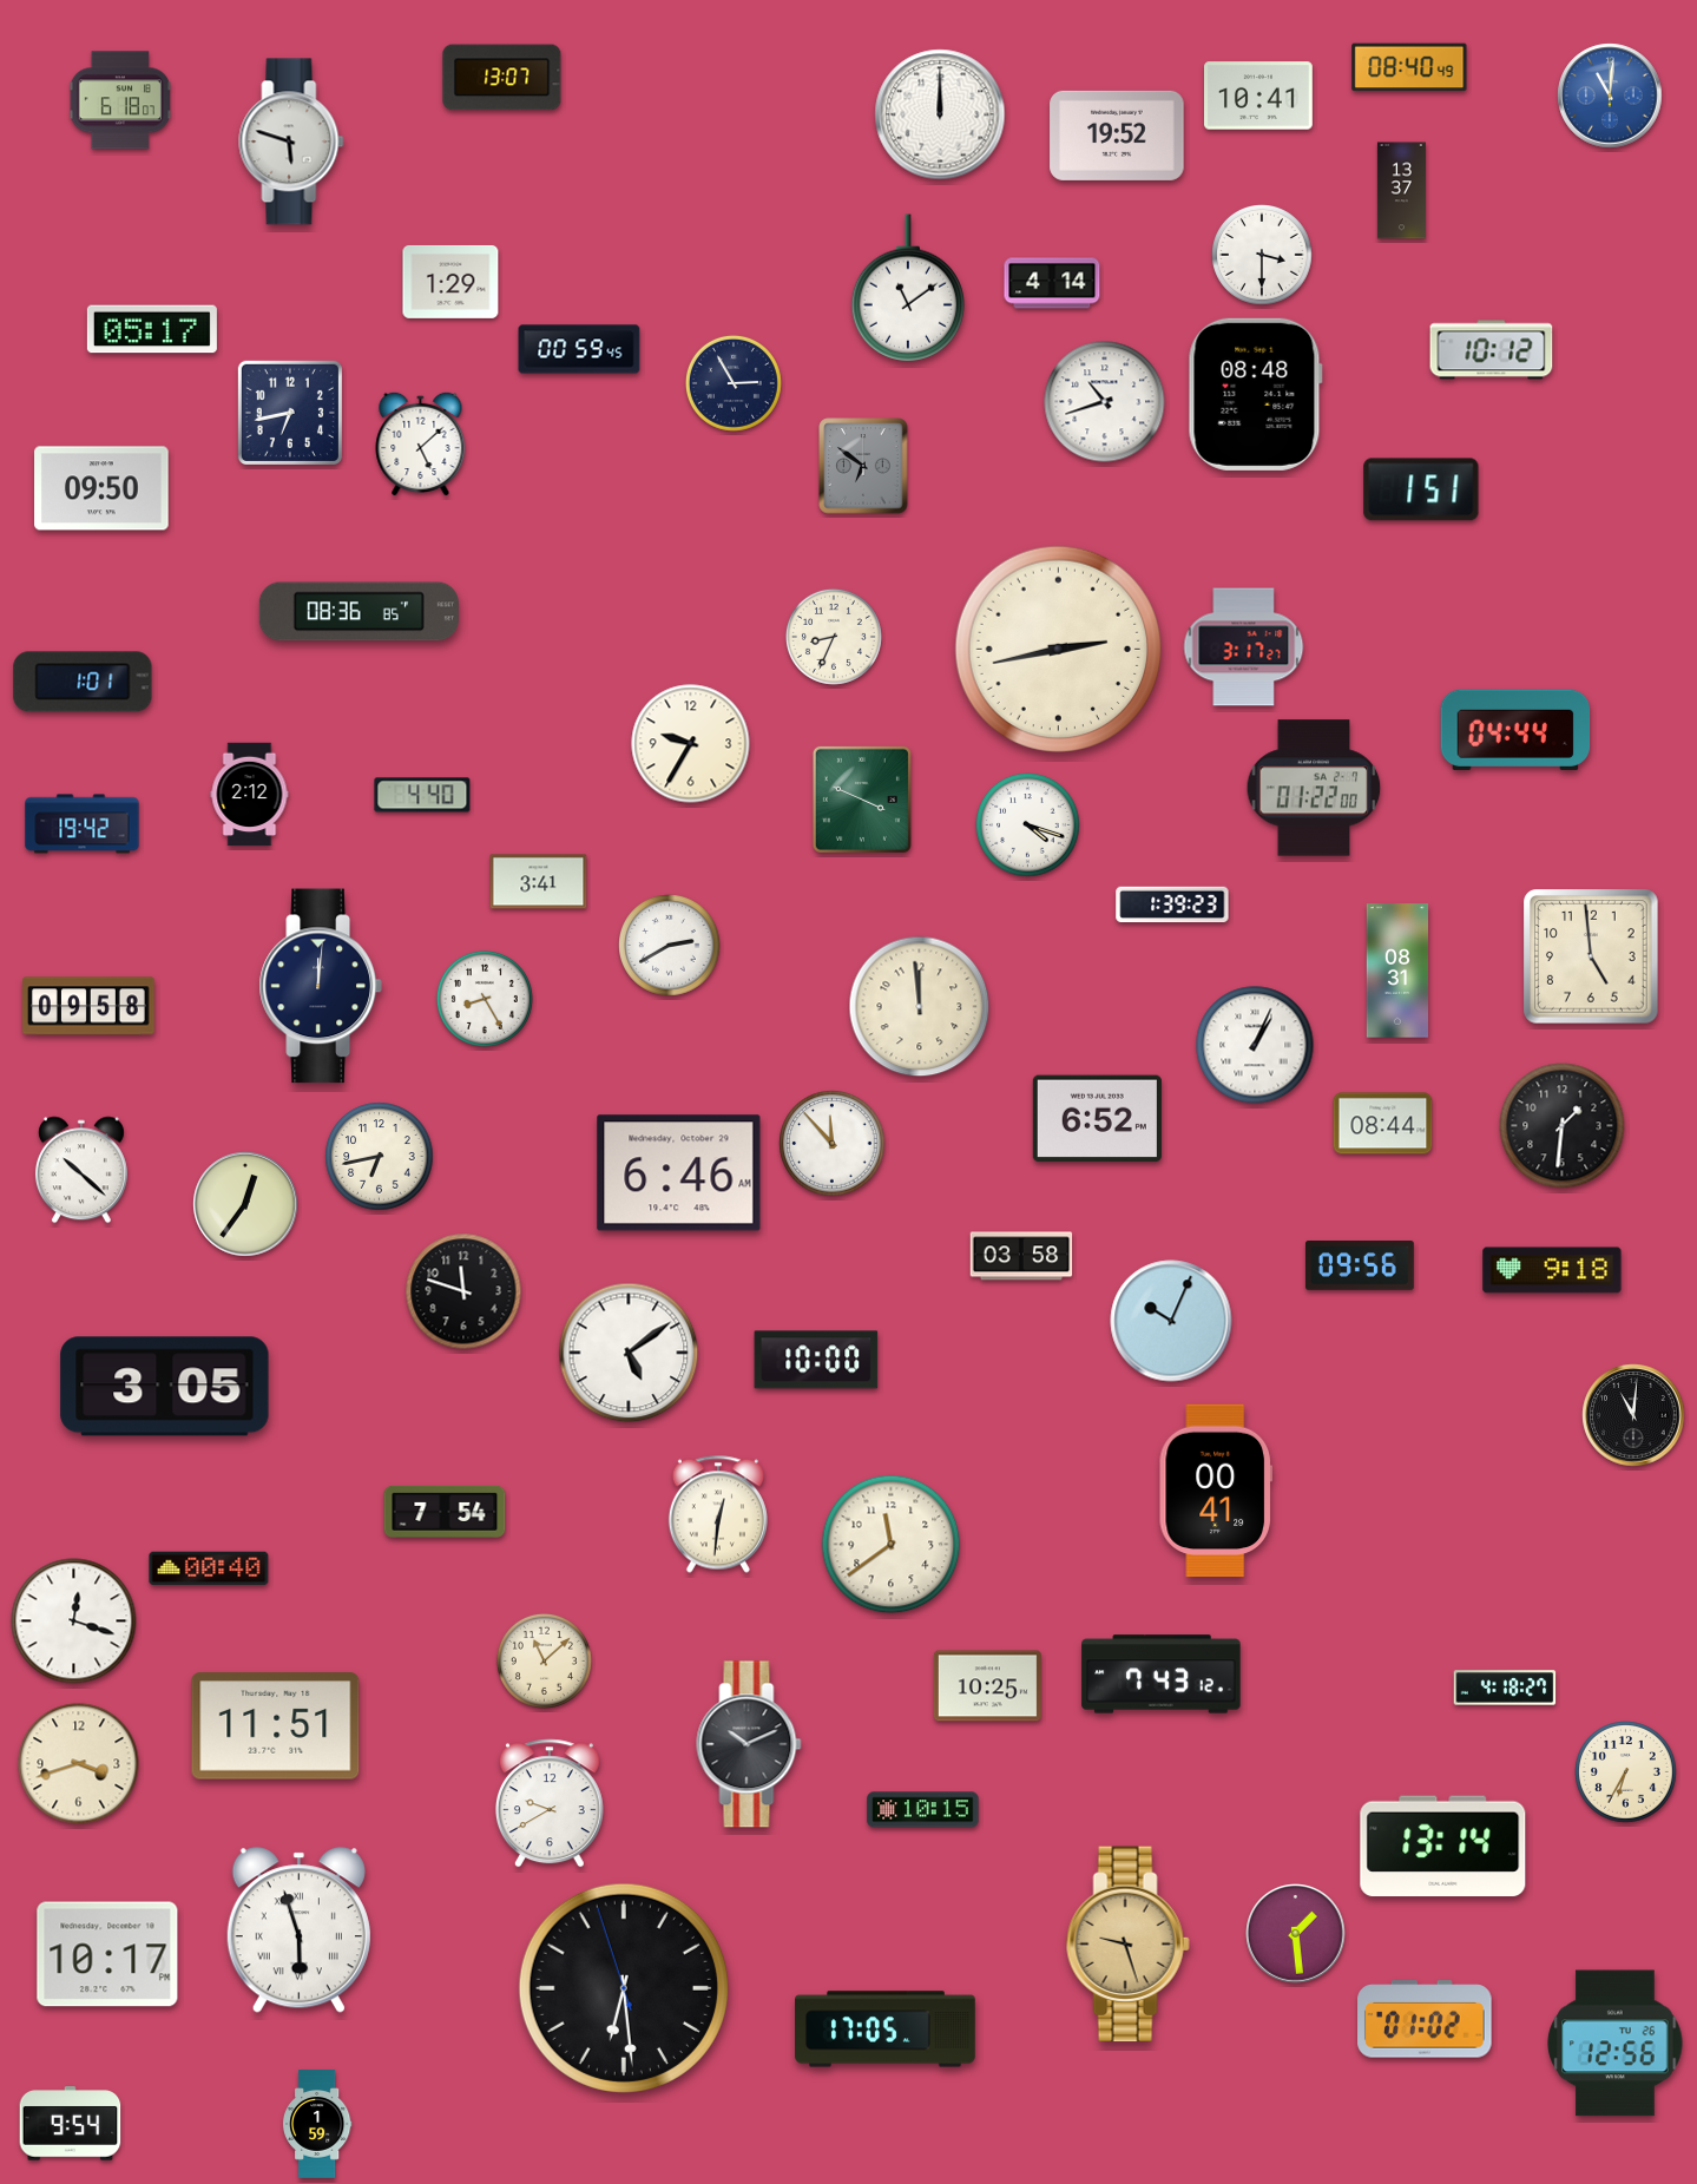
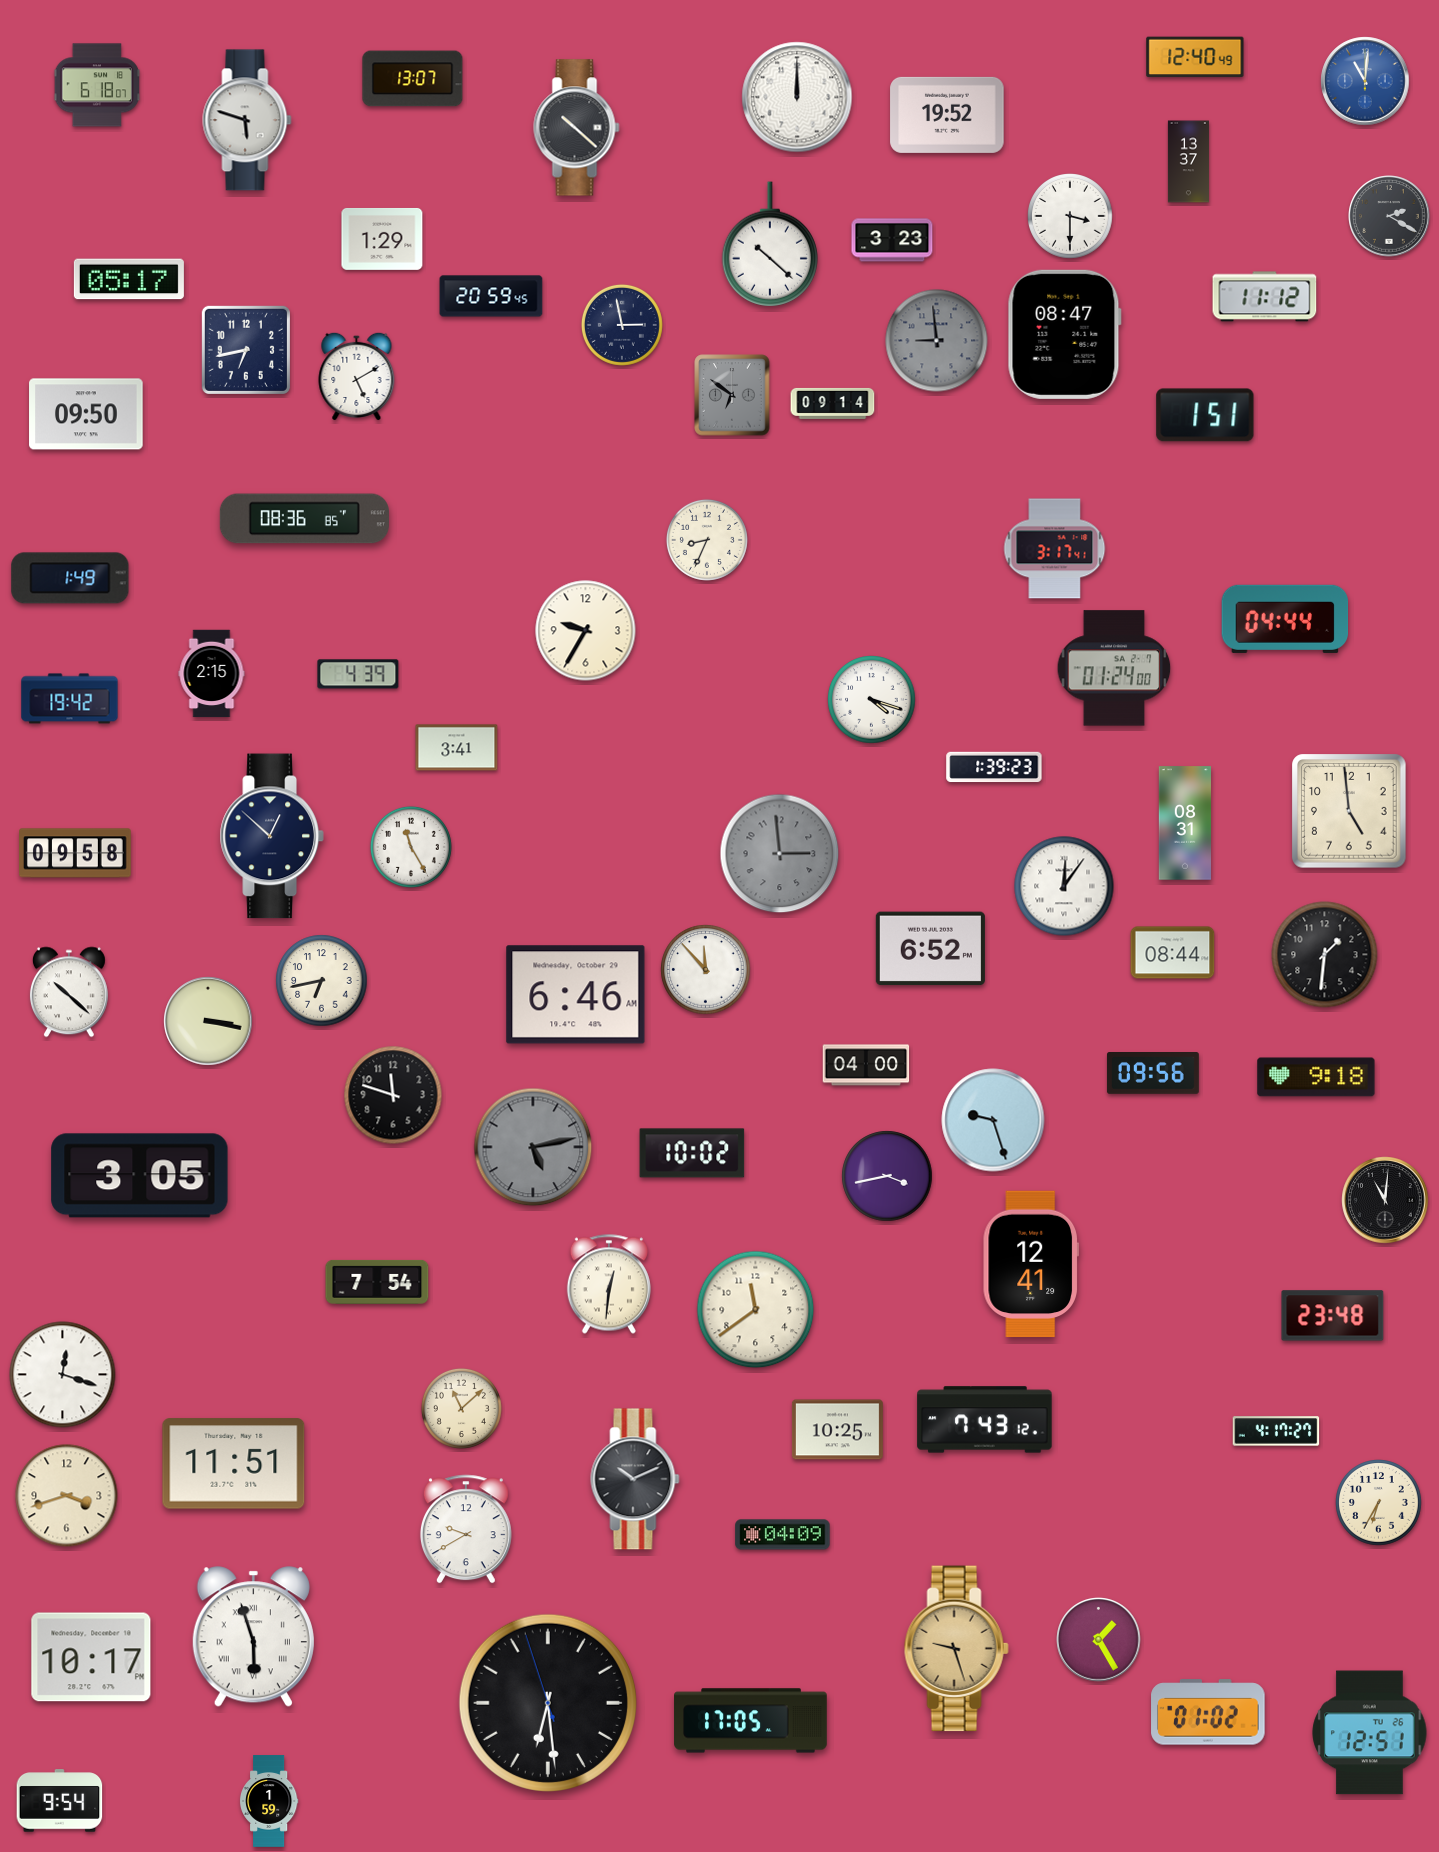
clock at (1409, 67): 08:40 -> 12:40
clock at (502, 78) position: (502, 78) -> (413, 79)
clock at (1259, 96): 10:41 -> none
clock at (120, 100) position: (120, 100) -> (97, 85)
clock at (577, 128): none -> 10:22
clock at (1389, 216): none -> 2:20
clock at (1052, 283): 4:14 -> 3:23
clock at (908, 288): 11:09 -> 10:22
clock at (579, 349): 00:59 -> 20:59
clock at (1492, 350): 10:12 -> 11:12
clock at (734, 383): 2:55 -> 2:58
clock at (1255, 394): 08:48 -> 08:47
clock at (1105, 402): 10:42 -> 8:59
clock at (1105, 402) dial: white -> grey
clock at (421, 443): 5:08 -> 5:10
clock at (833, 403): none -> 09:14
clock at (1244, 647): 3:17:27 -> 3:17:41
clock at (1059, 650): 2:43 -> none
clock at (83, 682): 1:01 -> 1:49
clock at (1314, 788): 01:22 -> 01:24
clock at (250, 795): 2:12 -> 2:15
clock at (422, 795): 4:40 -> 4:39
clock at (862, 800): 3:49 -> none
clock at (670, 946): 2:40 -> none
clock at (321, 986): 12:01 -> 12:52
clock at (485, 999): 8:25 -> 11:25
clock at (920, 1007): 11:59 -> 2:59
clock at (920, 1007) dial: cream -> grey
clock at (1255, 1045): 1:04 -> 12:06
clock at (245, 1204): 12:36 -> 3:17
clock at (1021, 1256): 03:58 -> 04:00
clock at (1171, 1321): 10:04 -> 9:27
clock at (629, 1353): 5:09 -> 5:13
clock at (629, 1353) dial: white -> grey
clock at (816, 1360): 10:00 -> 10:02
clock at (887, 1176): none -> 3:43
clock at (1215, 1491): 00:41 -> 12:41
clock at (1333, 1316): none -> 23:48
clock at (209, 1568): 00:40 -> none
clock at (1505, 1688): 4:18 -> 4:17
clock at (923, 1810): 10:15 -> 04:09
clock at (1443, 1847): 13:14 -> none
clock at (1296, 1934): 1:29 -> 1:25
clock at (624, 1988) position: (624, 1988) -> (548, 1703)
clock at (1616, 2044): 12:56 -> 12:51
